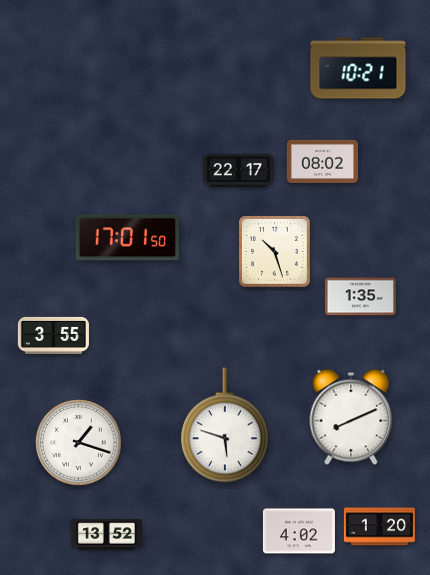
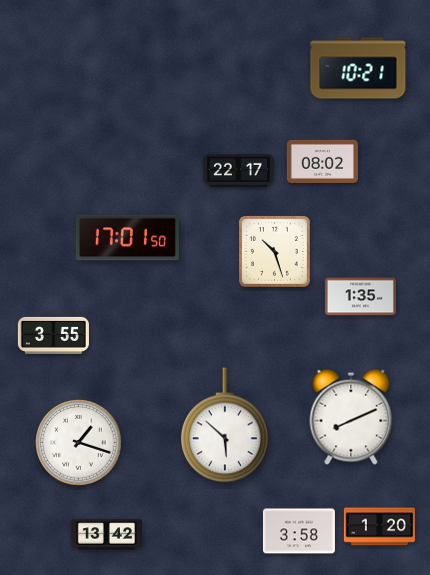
clock at (225, 425): 5:48 -> 5:52
clock at (299, 531): 4:02 -> 3:58
clock at (106, 535): 13:52 -> 13:42
